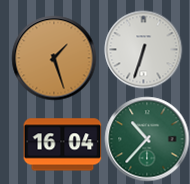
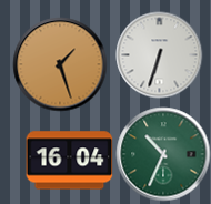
clock at (147, 139): 10:37 -> 10:34
